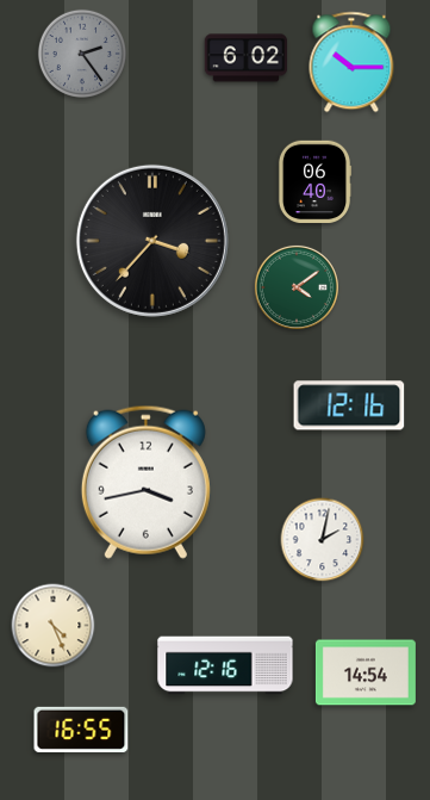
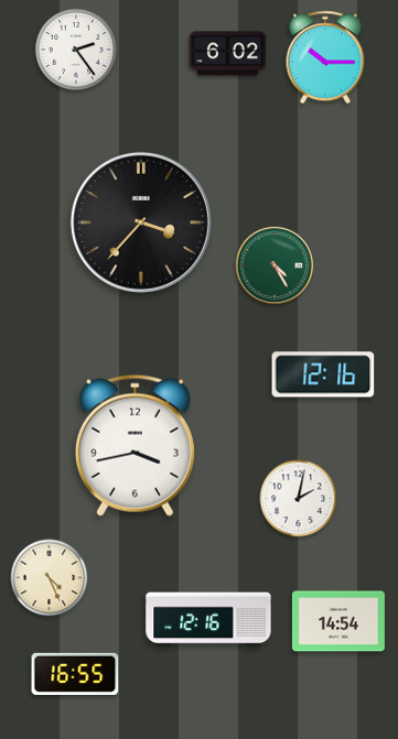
clock at (81, 52) dial: grey -> white
clock at (314, 182): 06:40 -> none
clock at (297, 287): 4:09 -> 4:25
clock at (225, 665) position: (225, 665) -> (208, 619)
